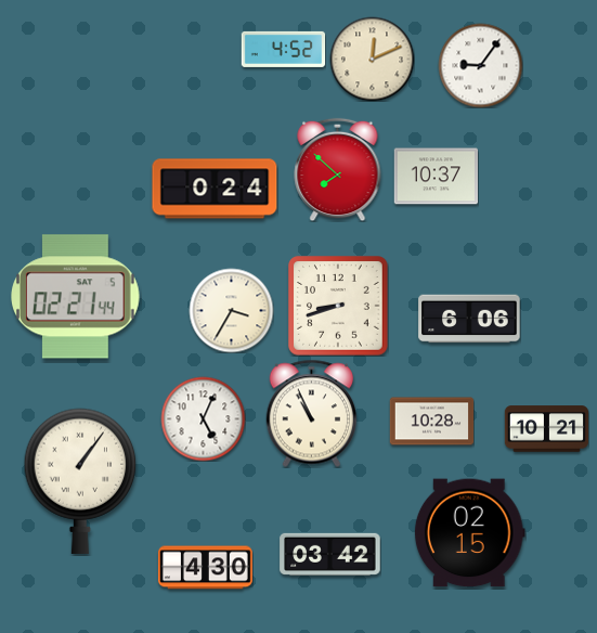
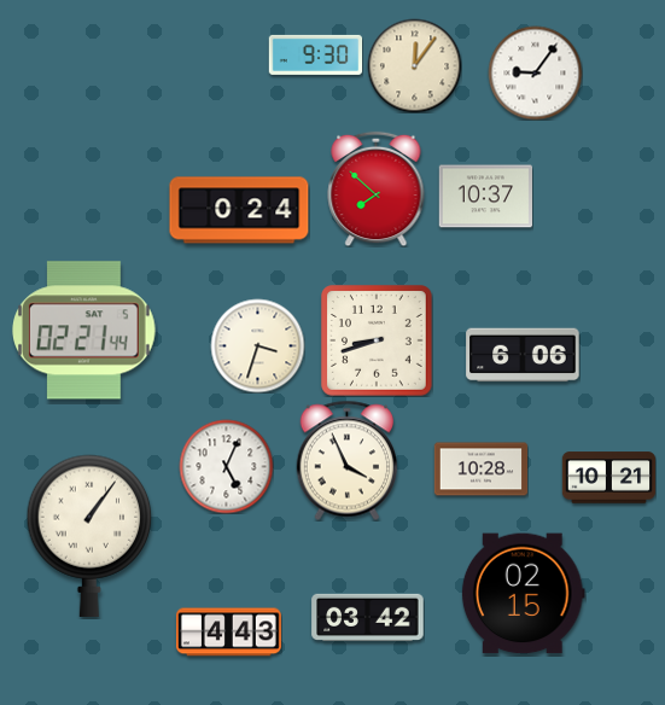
clock at (283, 49): 4:52 -> 9:30
clock at (372, 59): 12:11 -> 12:06
clock at (231, 310): 3:35 -> 3:33
clock at (311, 413): 10:56 -> 3:56
clock at (205, 568): 4:30 -> 4:43
